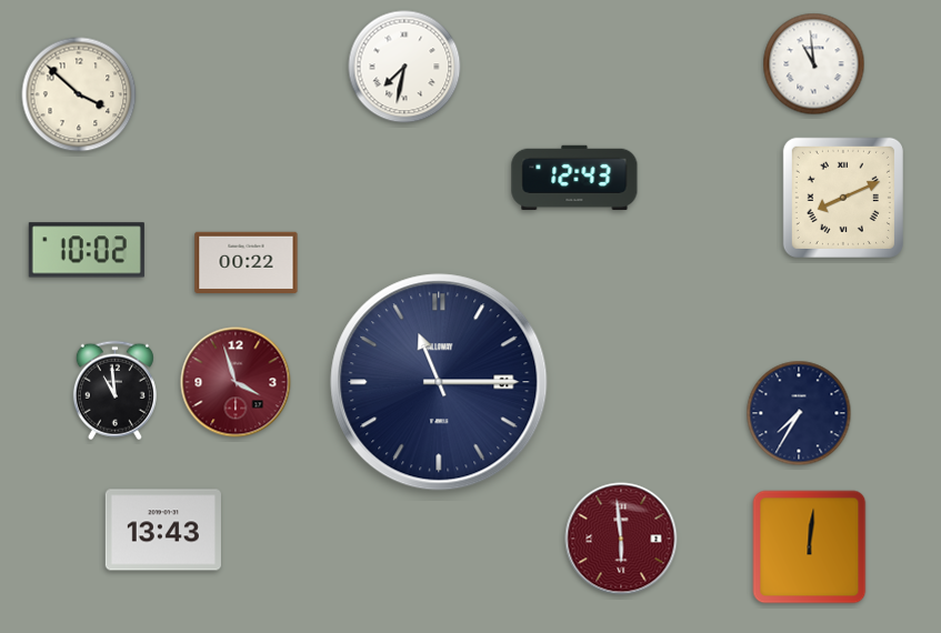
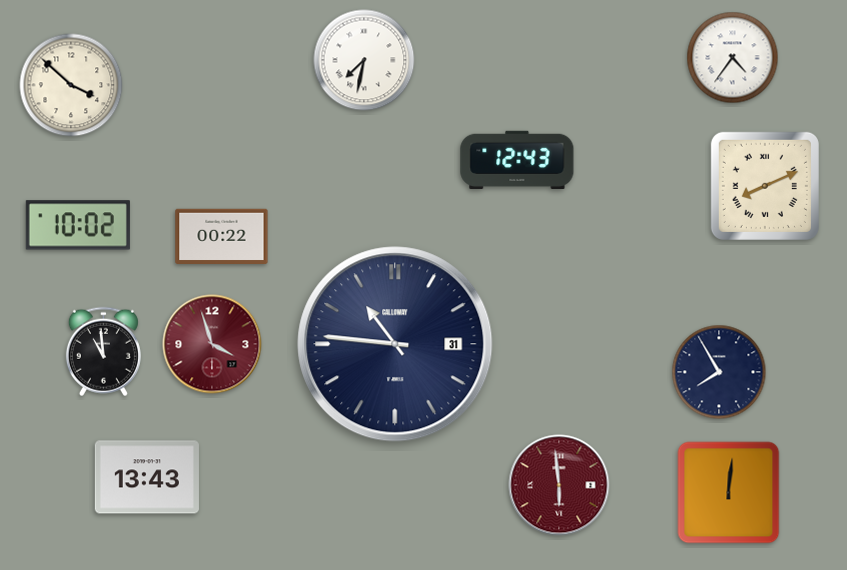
clock at (814, 64): 10:59 -> 4:36
clock at (843, 198) position: (843, 198) -> (765, 186)
clock at (439, 382): 11:15 -> 10:46
clock at (799, 413): 7:35 -> 7:55
